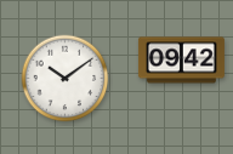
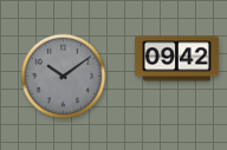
clock at (66, 79) dial: white -> grey
